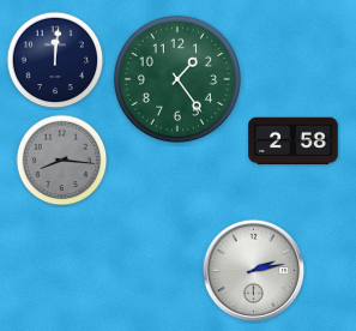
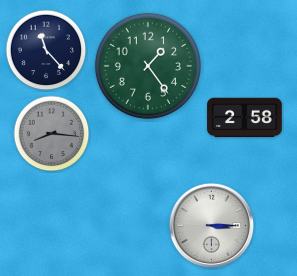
clock at (55, 60): 12:01 -> 11:23
clock at (253, 270): 2:13 -> 3:15
